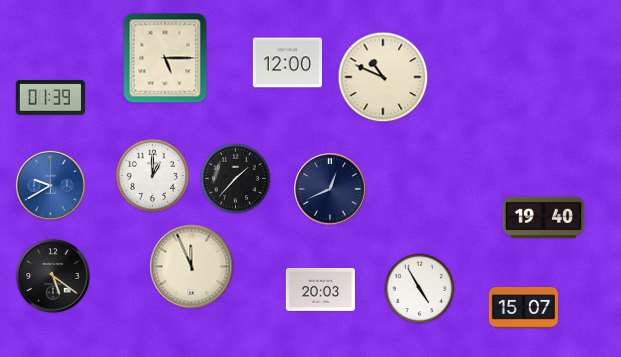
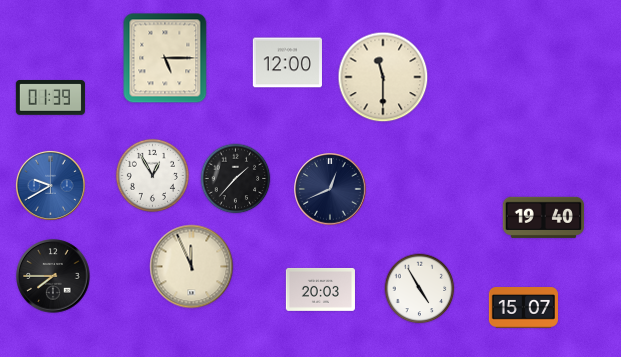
clock at (383, 77): 10:49 -> 11:30
clock at (152, 175): 1:00 -> 12:55
clock at (53, 276): 5:21 -> 7:45
